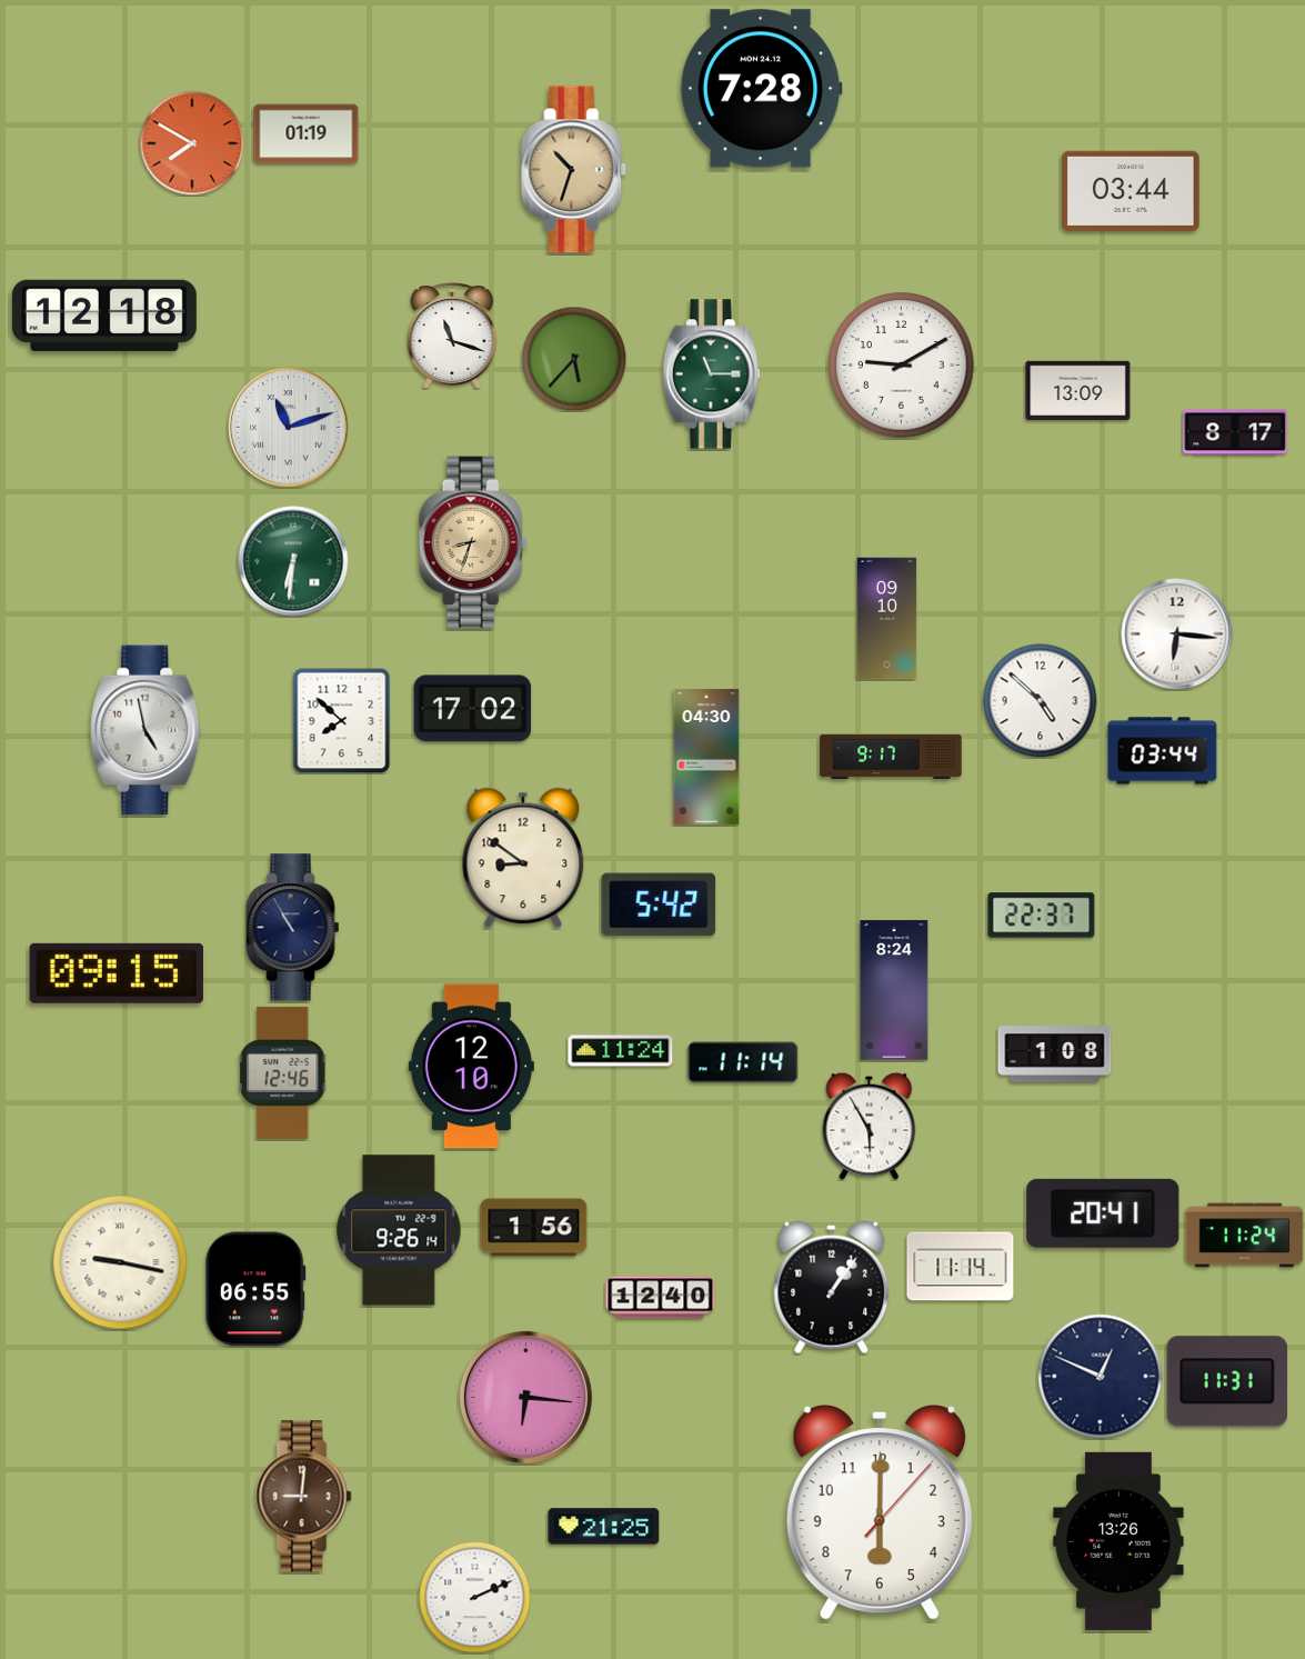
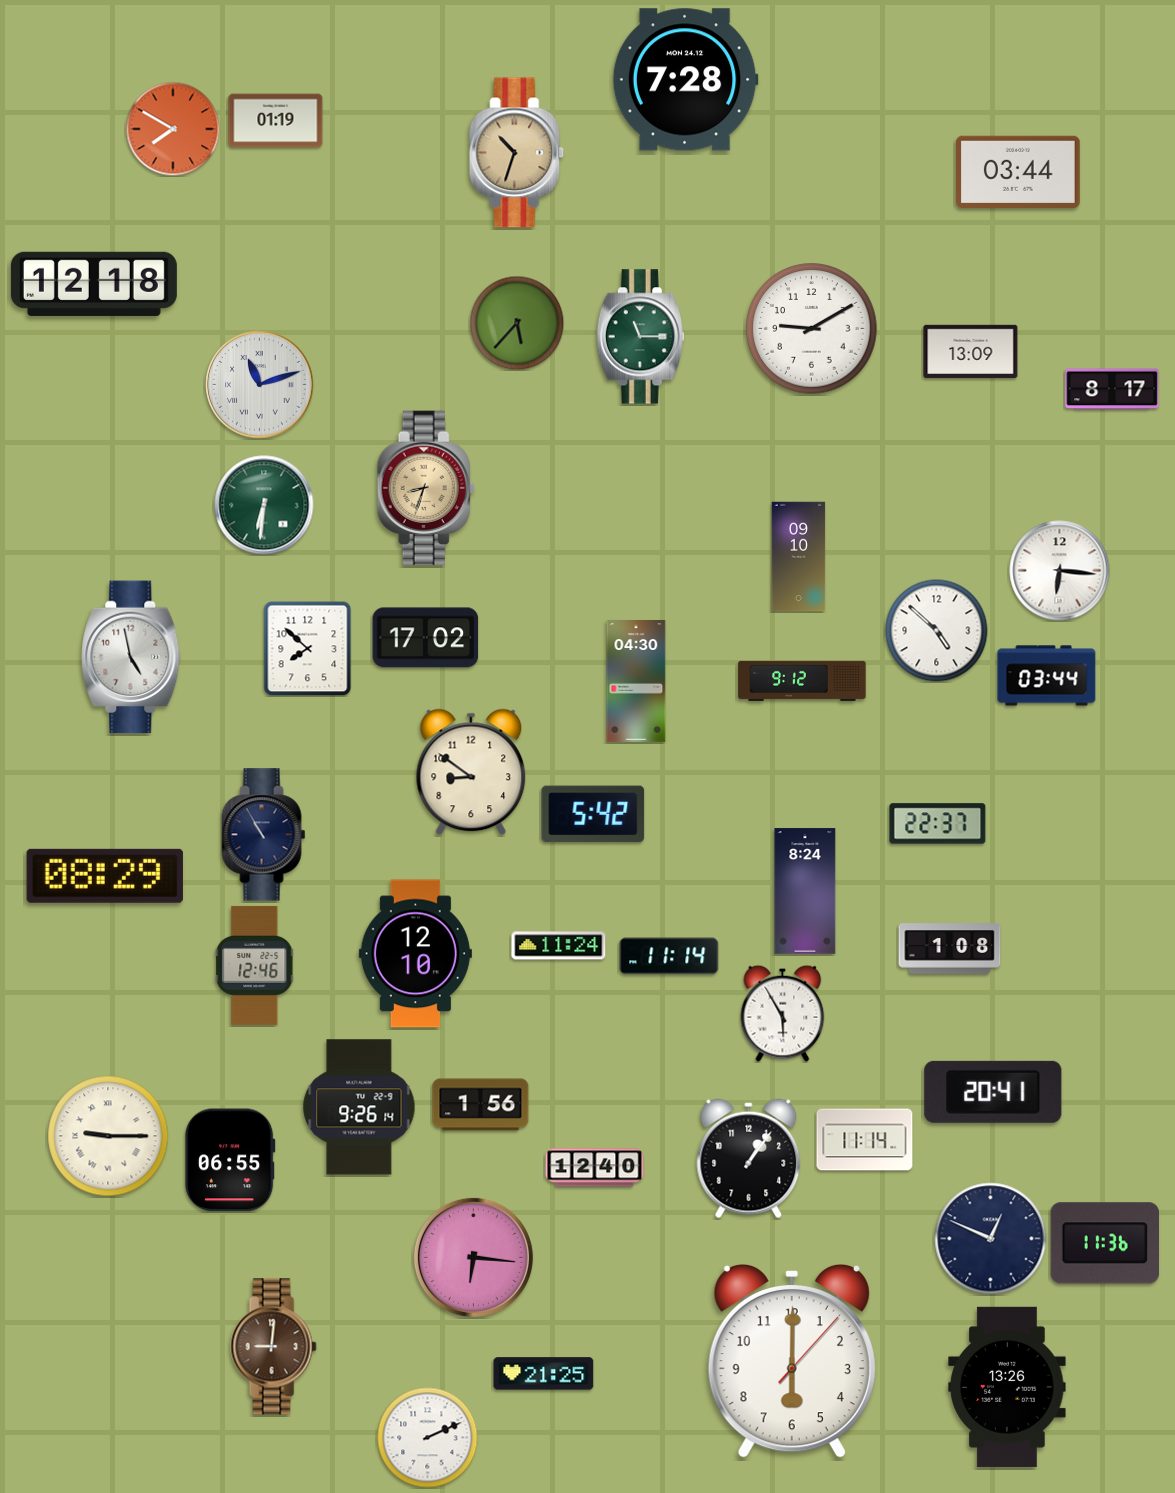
clock at (452, 336): 11:18 -> none
clock at (891, 757): 9:17 -> 9:12
clock at (117, 973): 09:15 -> 08:29
clock at (471, 1067) position: (471, 1067) -> (415, 954)
clock at (1245, 1236): 11:24 -> none
clock at (120, 1262): 9:17 -> 9:15
clock at (1226, 1381): 11:31 -> 11:36
